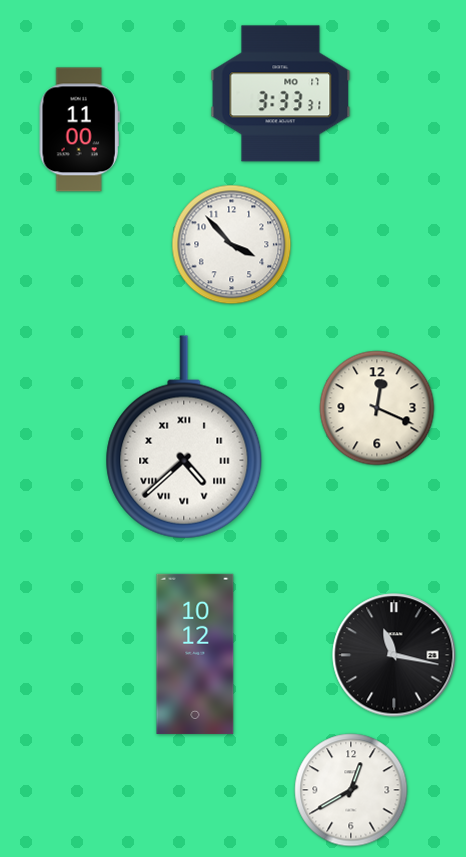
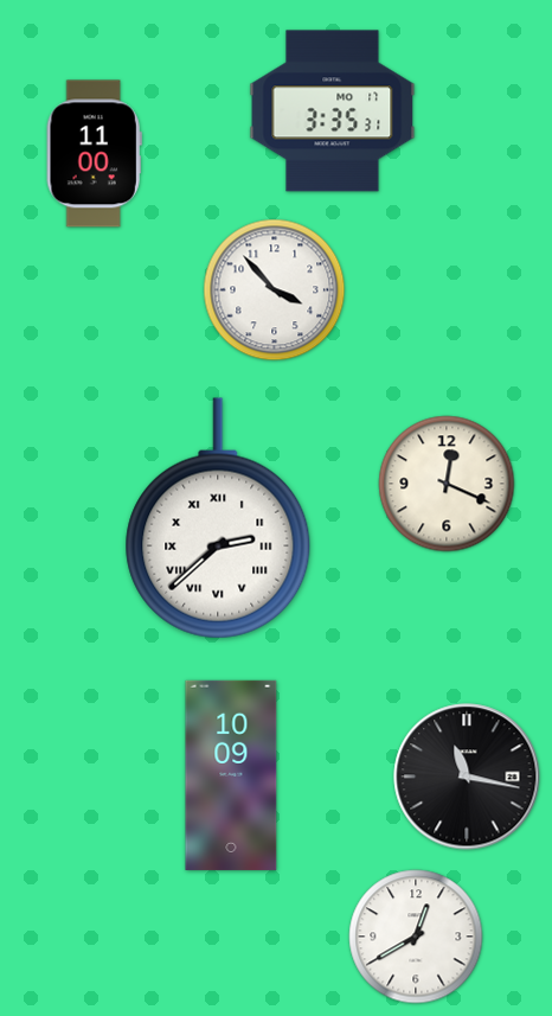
clock at (281, 94): 3:33 -> 3:35
clock at (184, 437): 4:38 -> 2:38
clock at (195, 654): 10:12 -> 10:09
